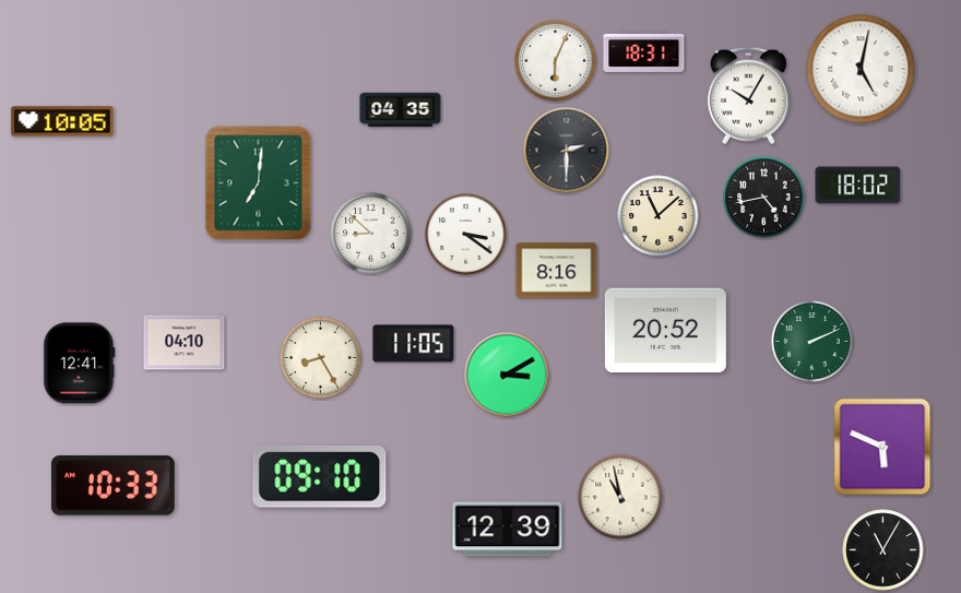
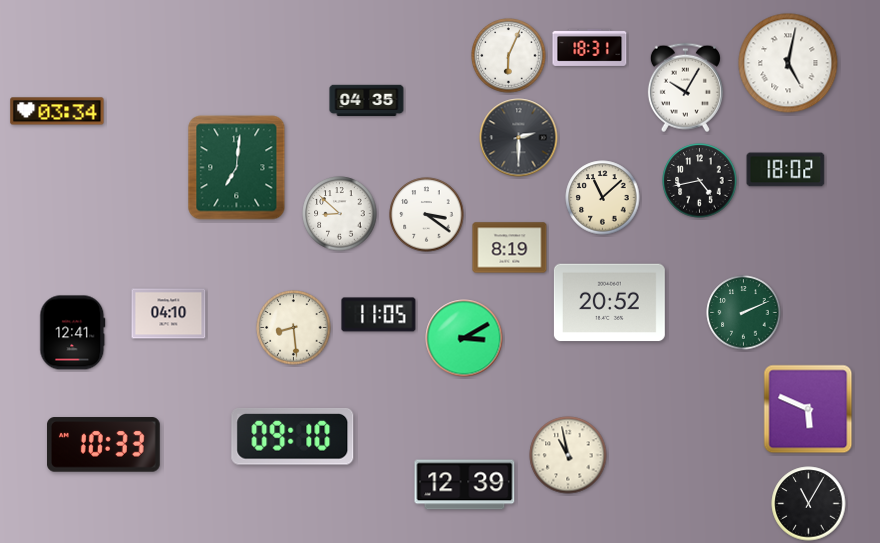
clock at (62, 121): 10:05 -> 03:34
clock at (557, 271): 8:16 -> 8:19
clock at (321, 358): 8:25 -> 8:29
clock at (507, 375) position: (507, 375) -> (464, 338)
